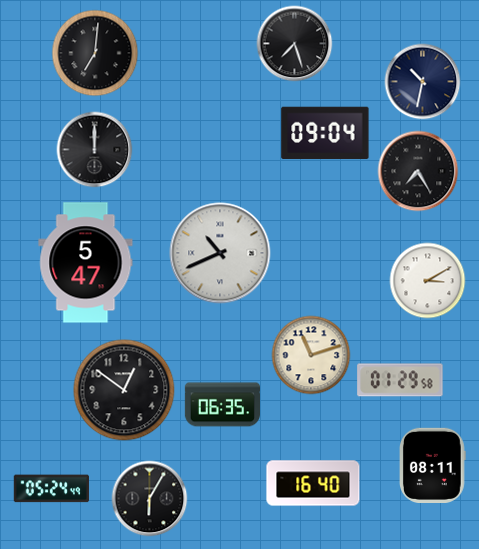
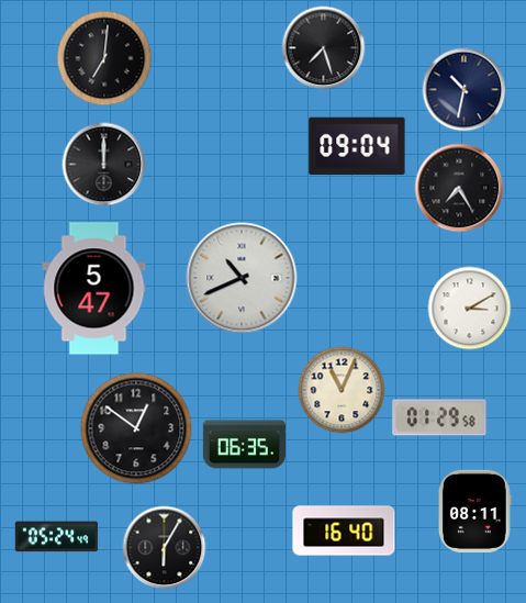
clock at (311, 355): 11:12 -> 11:04
